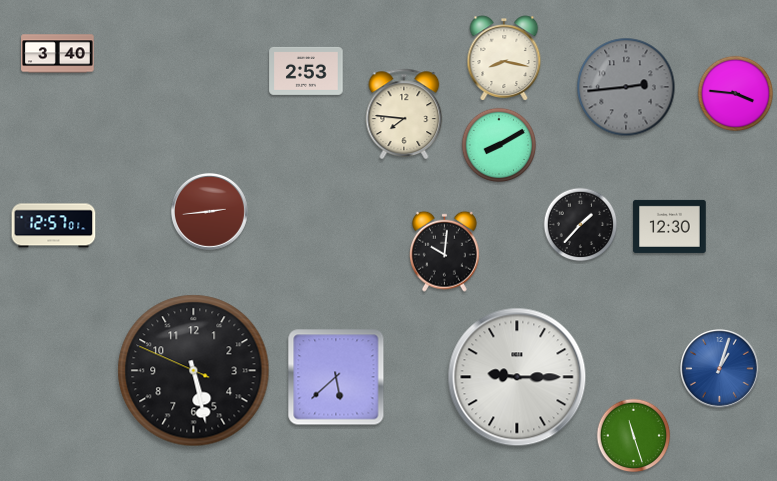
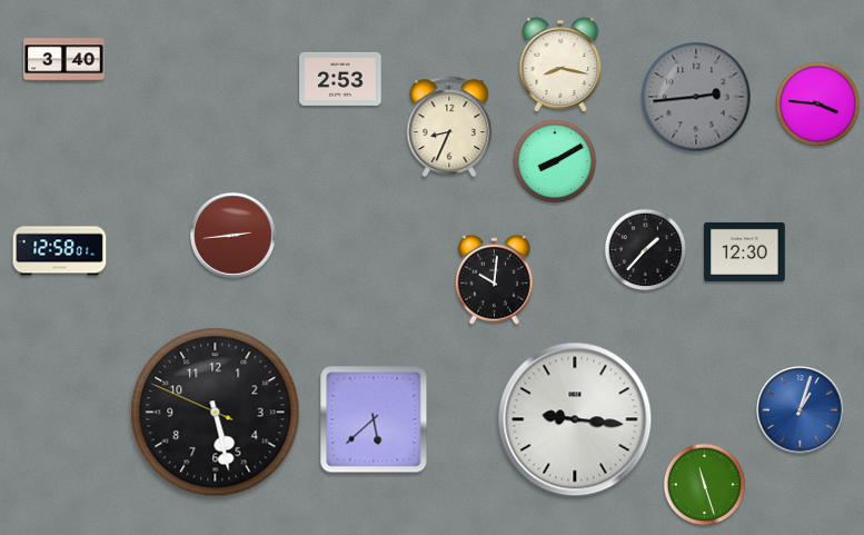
clock at (404, 113): 7:46 -> 8:34
clock at (54, 226): 12:57 -> 12:58
clock at (517, 377): 9:15 -> 9:16
